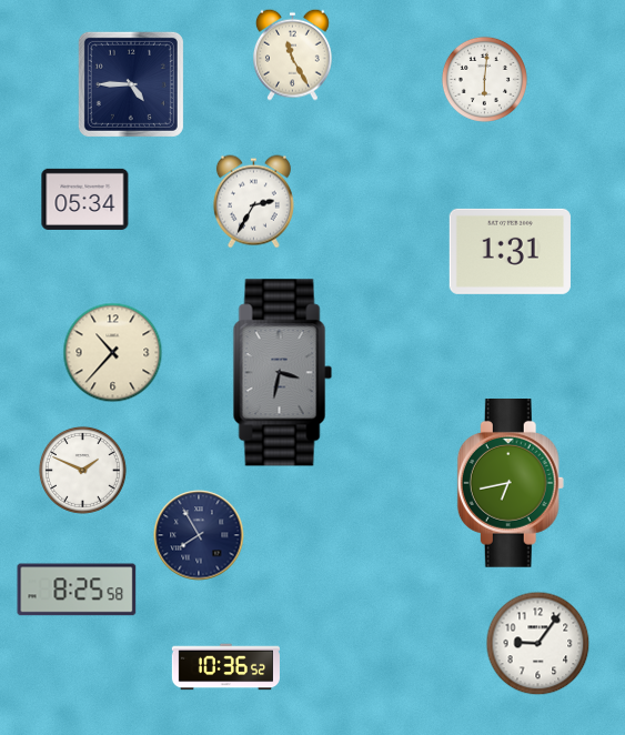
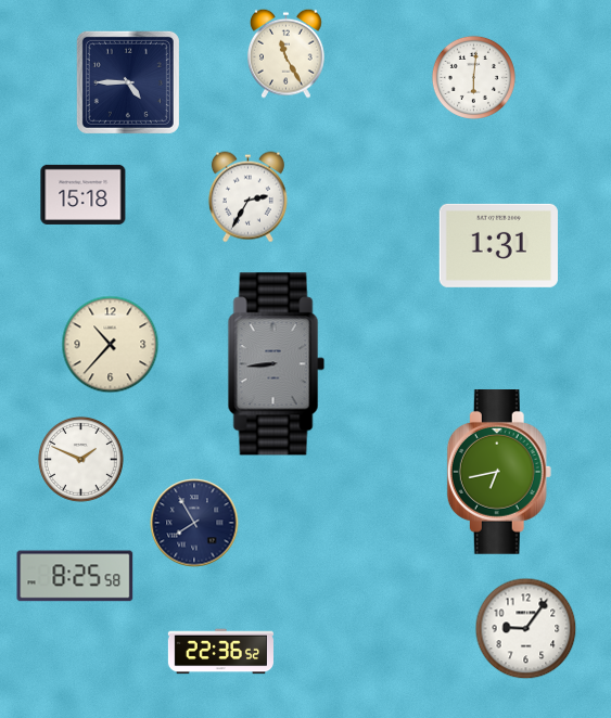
clock at (85, 199): 05:34 -> 15:18
clock at (282, 373): 3:32 -> 8:44
clock at (225, 667): 10:36 -> 22:36
